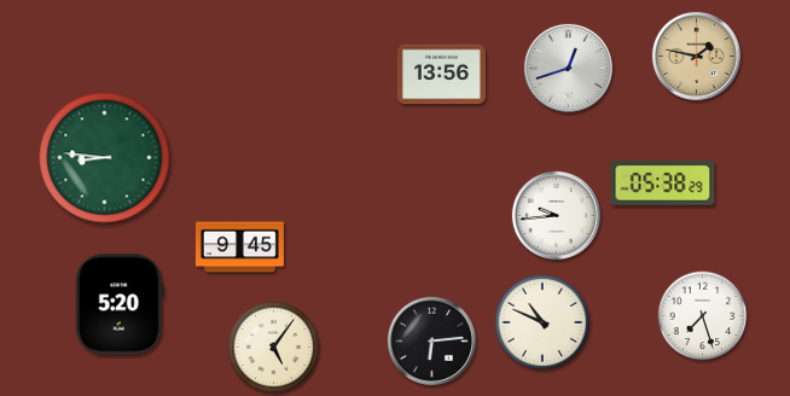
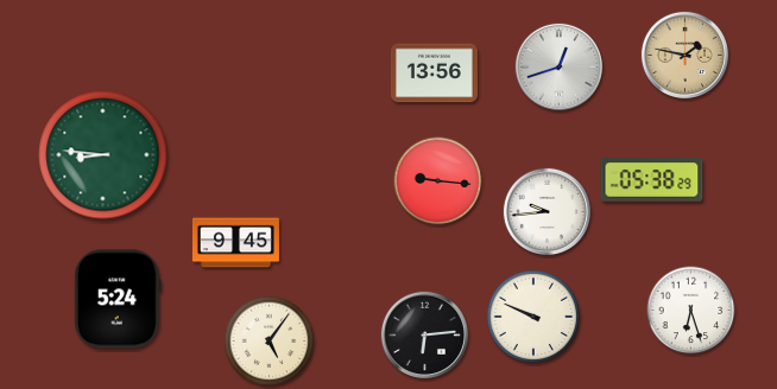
clock at (438, 181): none -> 9:16
clock at (120, 304): 5:20 -> 5:24
clock at (703, 316): 7:27 -> 6:27
clock at (542, 322): 10:49 -> 9:49
